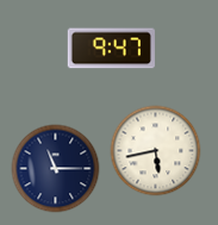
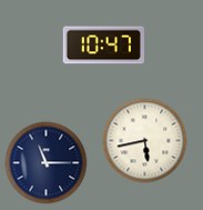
clock at (111, 49): 9:47 -> 10:47
clock at (56, 169) position: (56, 169) -> (47, 163)
